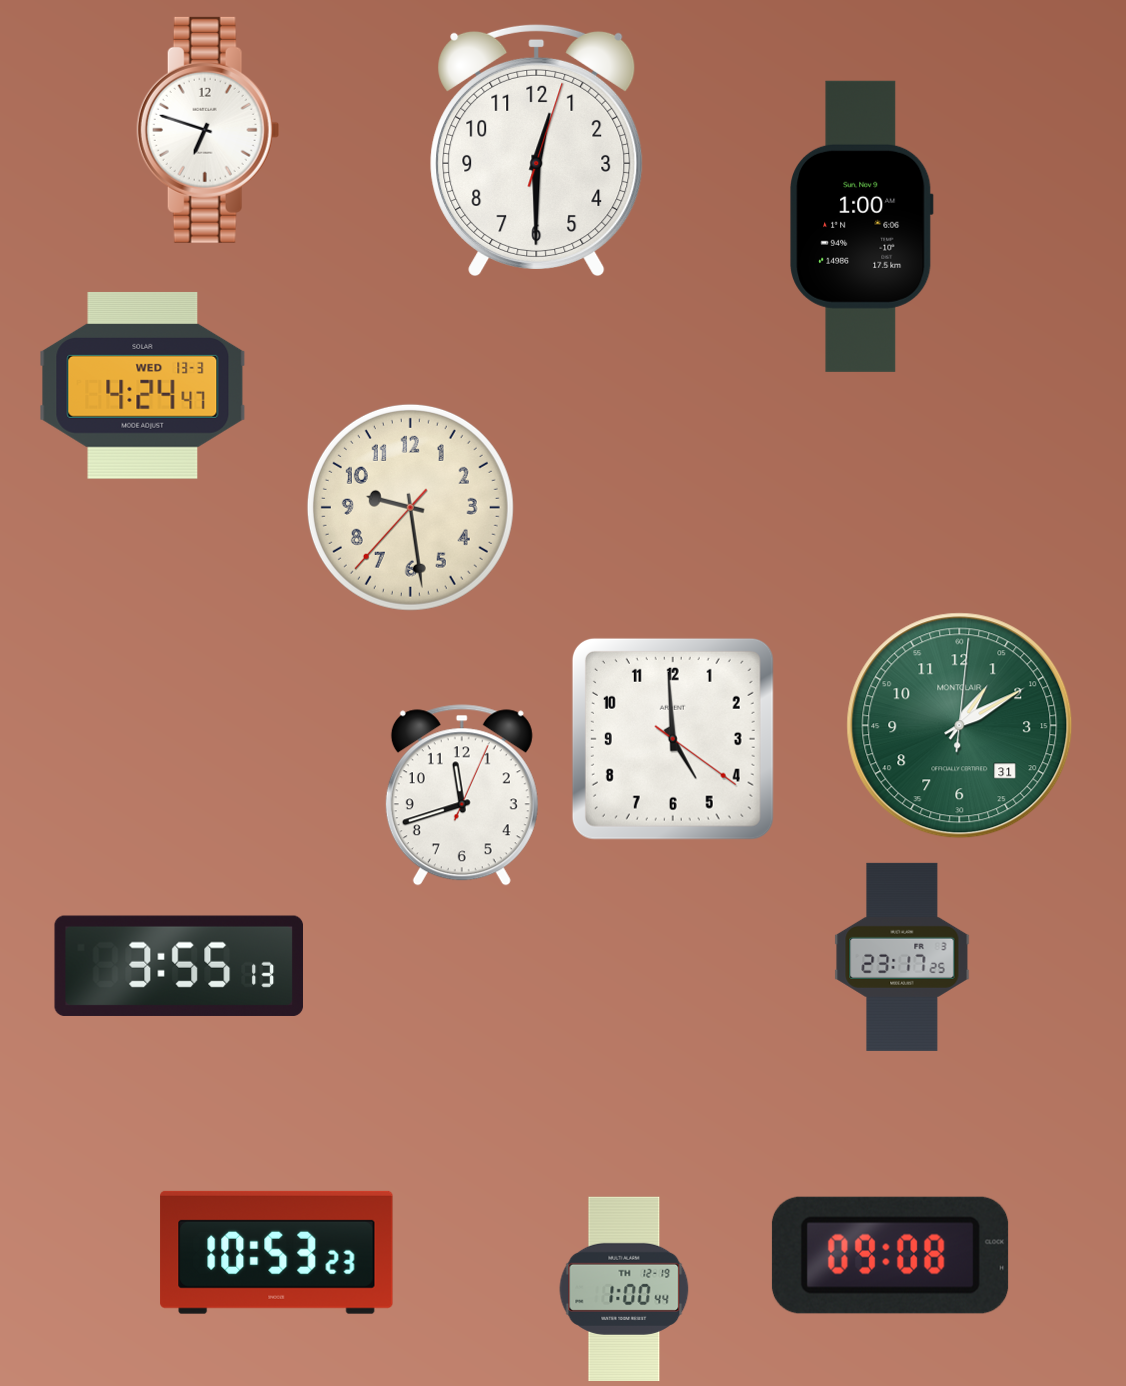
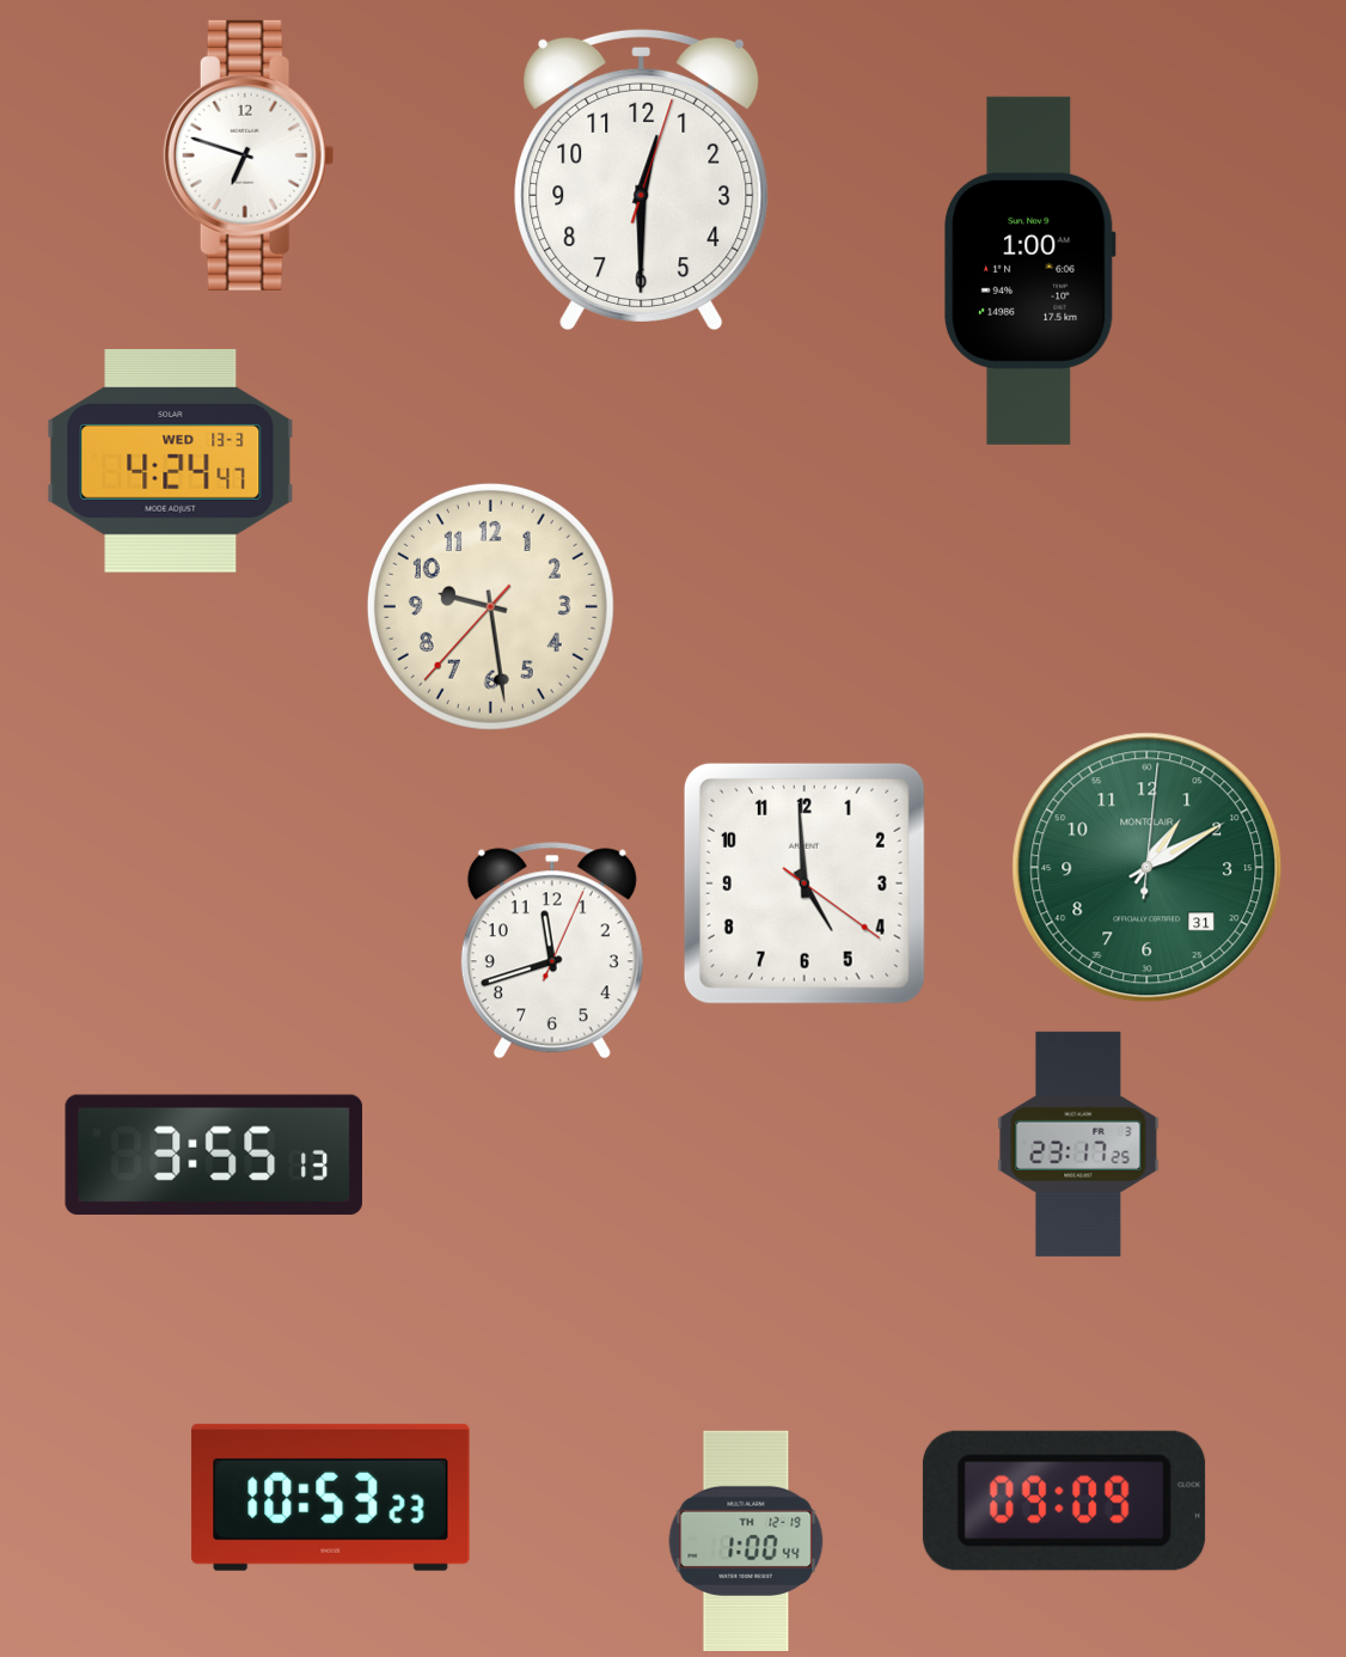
clock at (890, 1255): 09:08 -> 09:09
